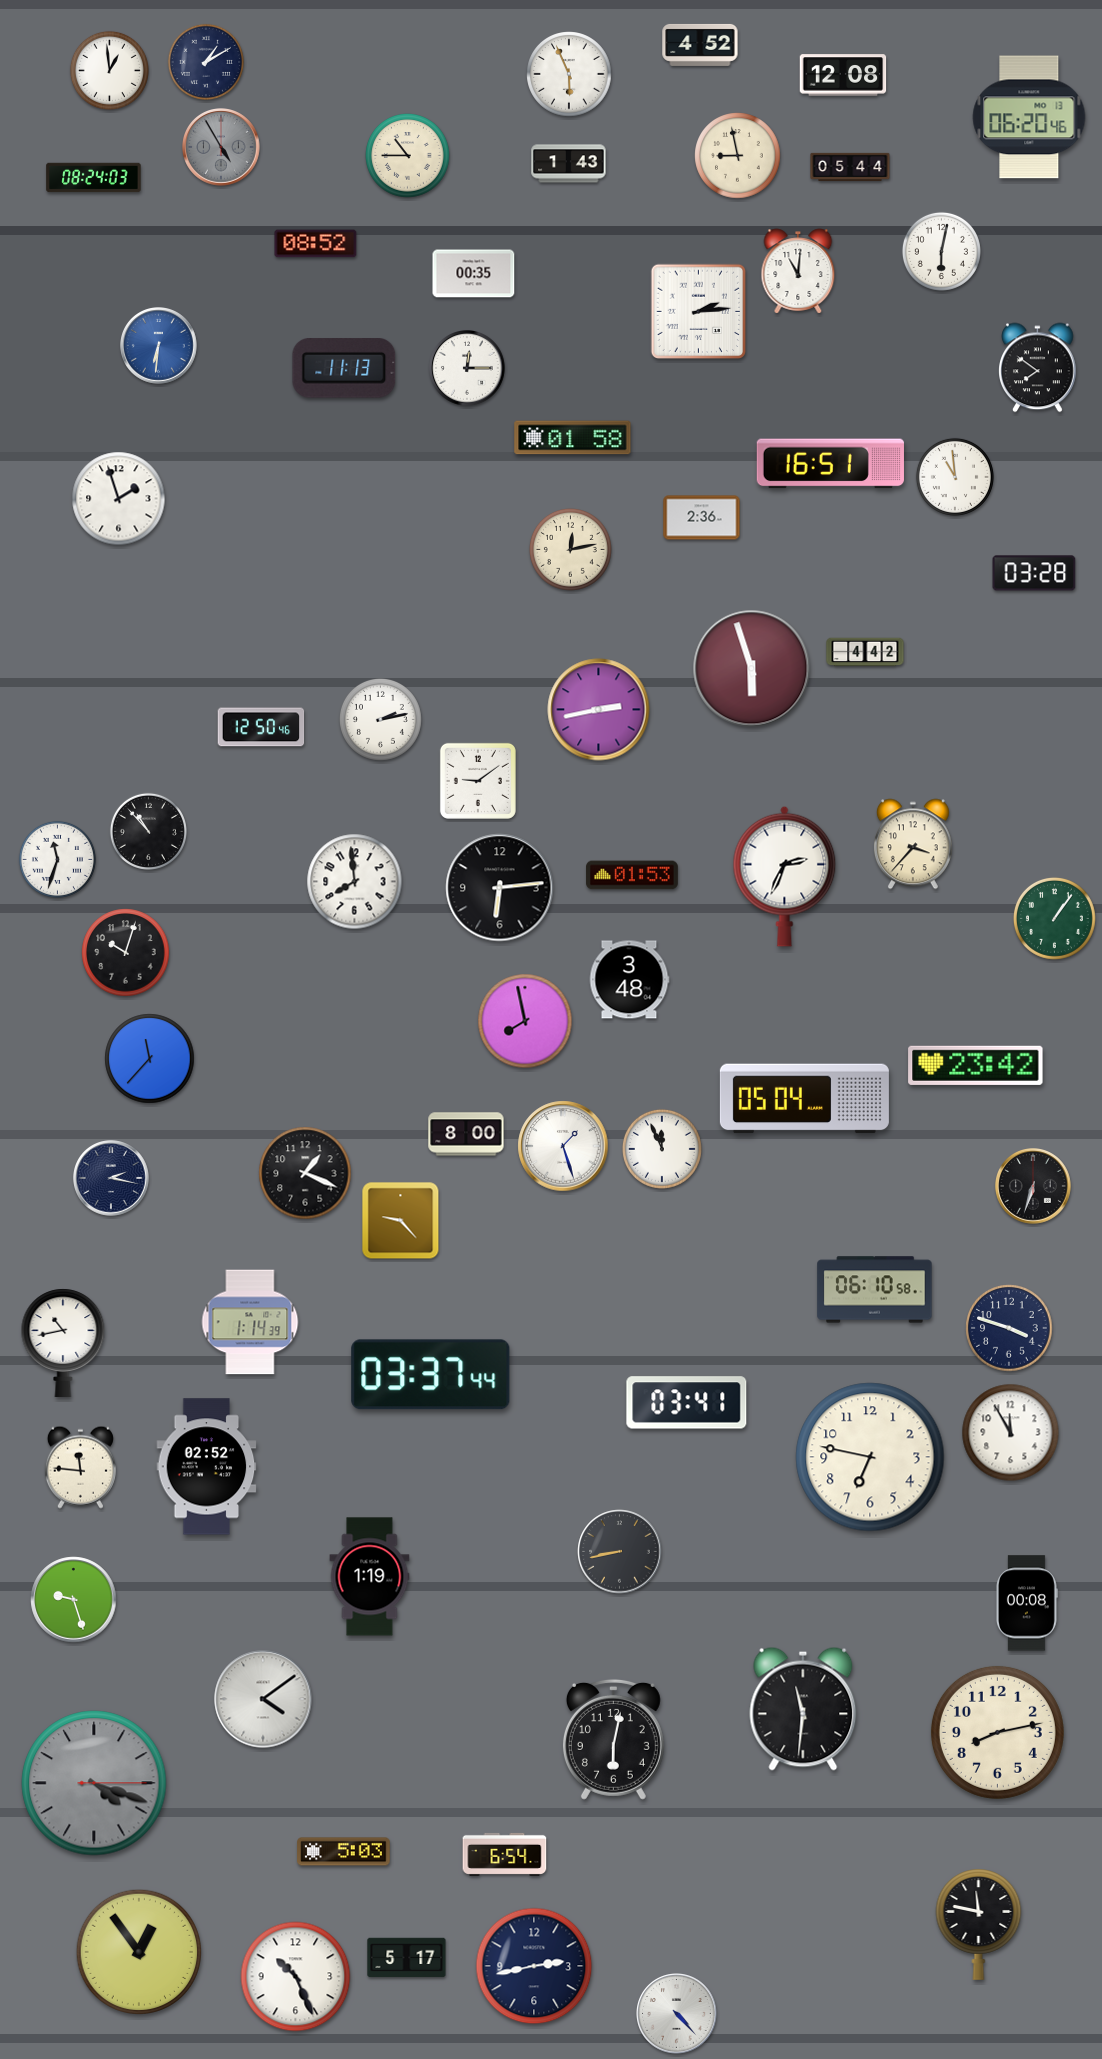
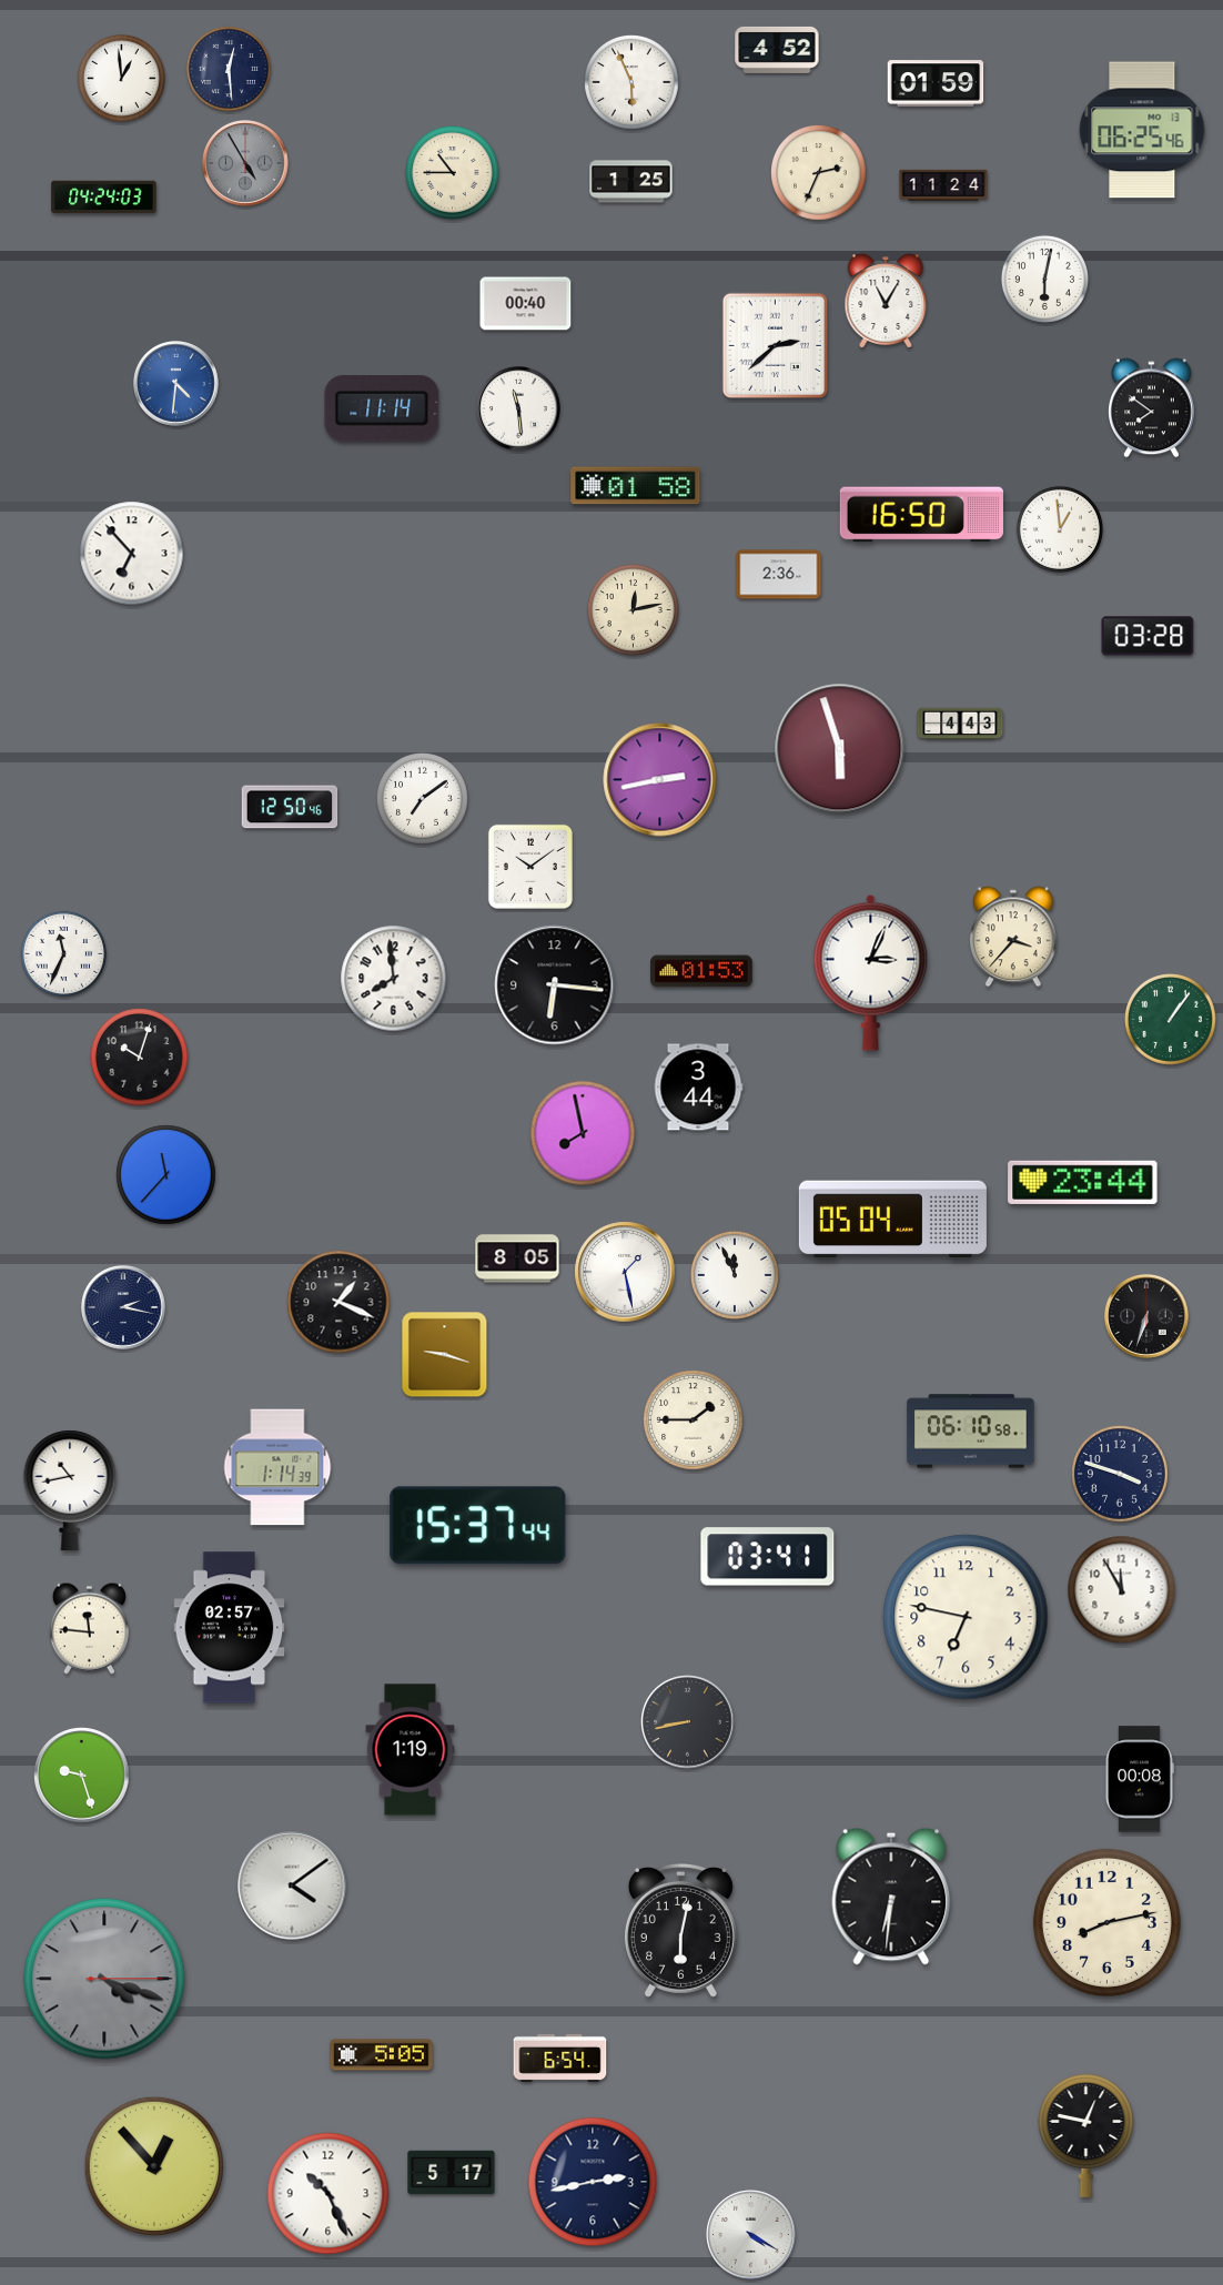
clock at (206, 62): 1:10 -> 12:29
clock at (843, 75): 12:08 -> 01:59
clock at (1029, 117): 06:20 -> 06:25
clock at (738, 156): 8:58 -> 2:34
clock at (569, 164): 1:43 -> 1:25
clock at (850, 166): 05:44 -> 11:24
clock at (94, 178): 08:24 -> 04:24
clock at (316, 244): 08:52 -> none
clock at (798, 271): 11:01 -> 11:05
clock at (474, 274): 00:35 -> 00:40
clock at (699, 312): 2:14 -> 2:38
clock at (159, 346): 6:31 -> 4:31
clock at (344, 369): 11:13 -> 11:14
clock at (468, 369): 12:15 -> 11:29
clock at (830, 464): 16:51 -> 16:50
clock at (955, 477): 10:59 -> 12:59
clock at (119, 499): 1:57 -> 6:53
clock at (865, 652): 4:42 -> 4:43
clock at (752, 669) position: (752, 669) -> (840, 749)
clock at (599, 710) position: (599, 710) -> (660, 780)
clock at (380, 719): 2:13 -> 7:09
clock at (478, 781): 9:09 -> 10:09
clock at (148, 831): 10:53 -> none
clock at (57, 859): 11:33 -> 11:34
clock at (785, 876): 2:34 -> 3:04
clock at (500, 888): 6:14 -> 6:16
clock at (629, 980): 3:48 -> 3:44
clock at (976, 1065): 23:42 -> 23:44
clock at (466, 1134): 8:00 -> 8:05
clock at (563, 1146): 1:27 -> 1:28
clock at (401, 1221): 9:23 -> 9:18
clock at (694, 1420): none -> 1:45
clock at (431, 1375): 03:37 -> 15:37
clock at (687, 1403) position: (687, 1403) -> (768, 1557)
clock at (207, 1467): 02:52 -> 02:57
clock at (803, 1709): 11:31 -> 6:31
clock at (344, 1852): 5:03 -> 5:05
clock at (979, 1924): 11:47 -> 12:47
clock at (138, 1951): 12:54 -> 12:53
clock at (677, 2014): 4:23 -> 4:20
